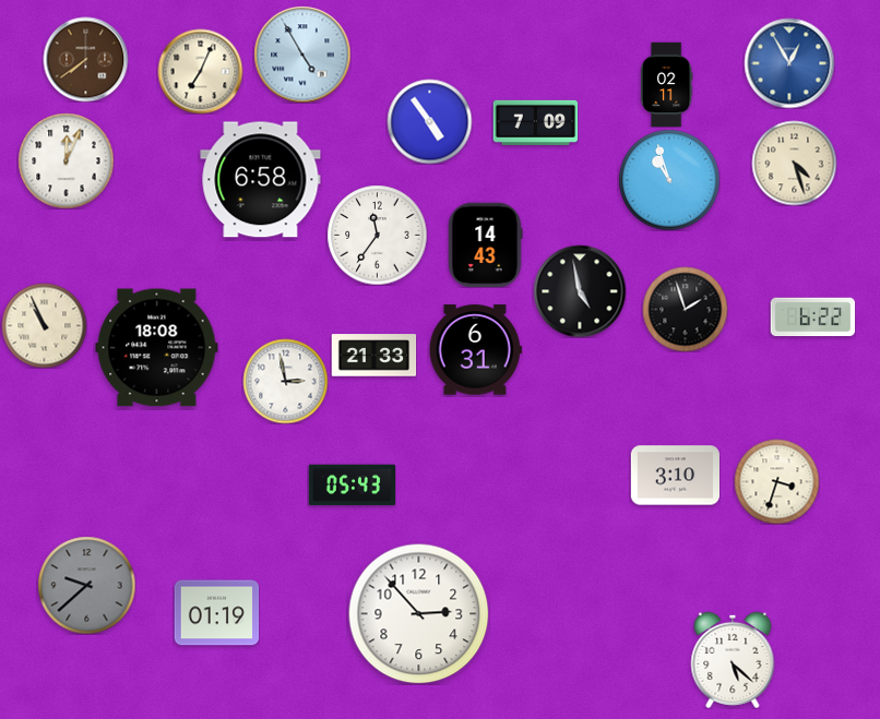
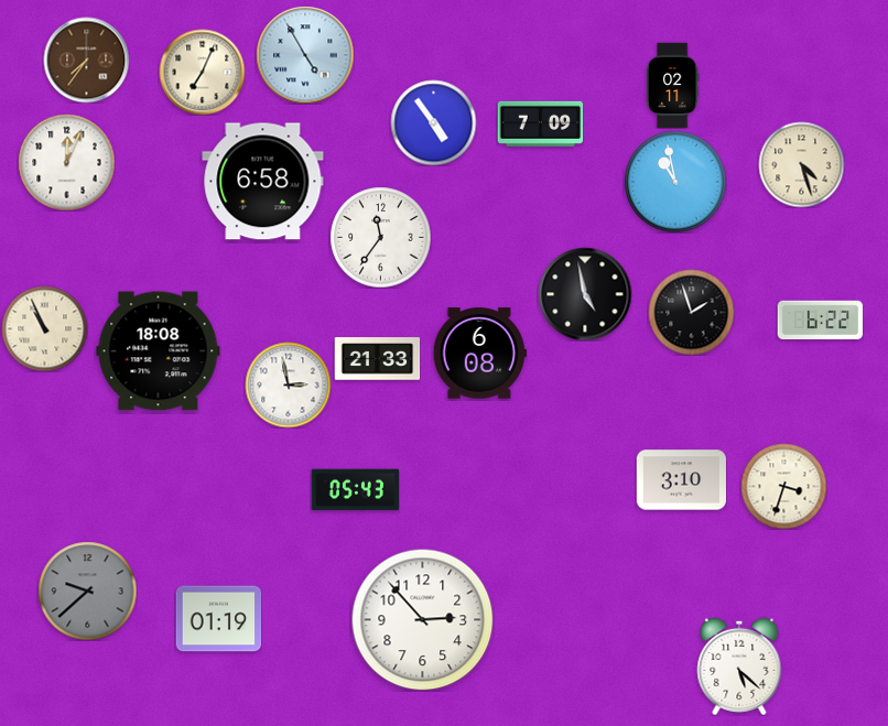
clock at (85, 59): 7:39 -> 7:36
clock at (789, 63): 12:55 -> none
clock at (669, 180): 10:57 -> 10:58
clock at (485, 244): 14:43 -> none
clock at (475, 350): 6:31 -> 6:08
